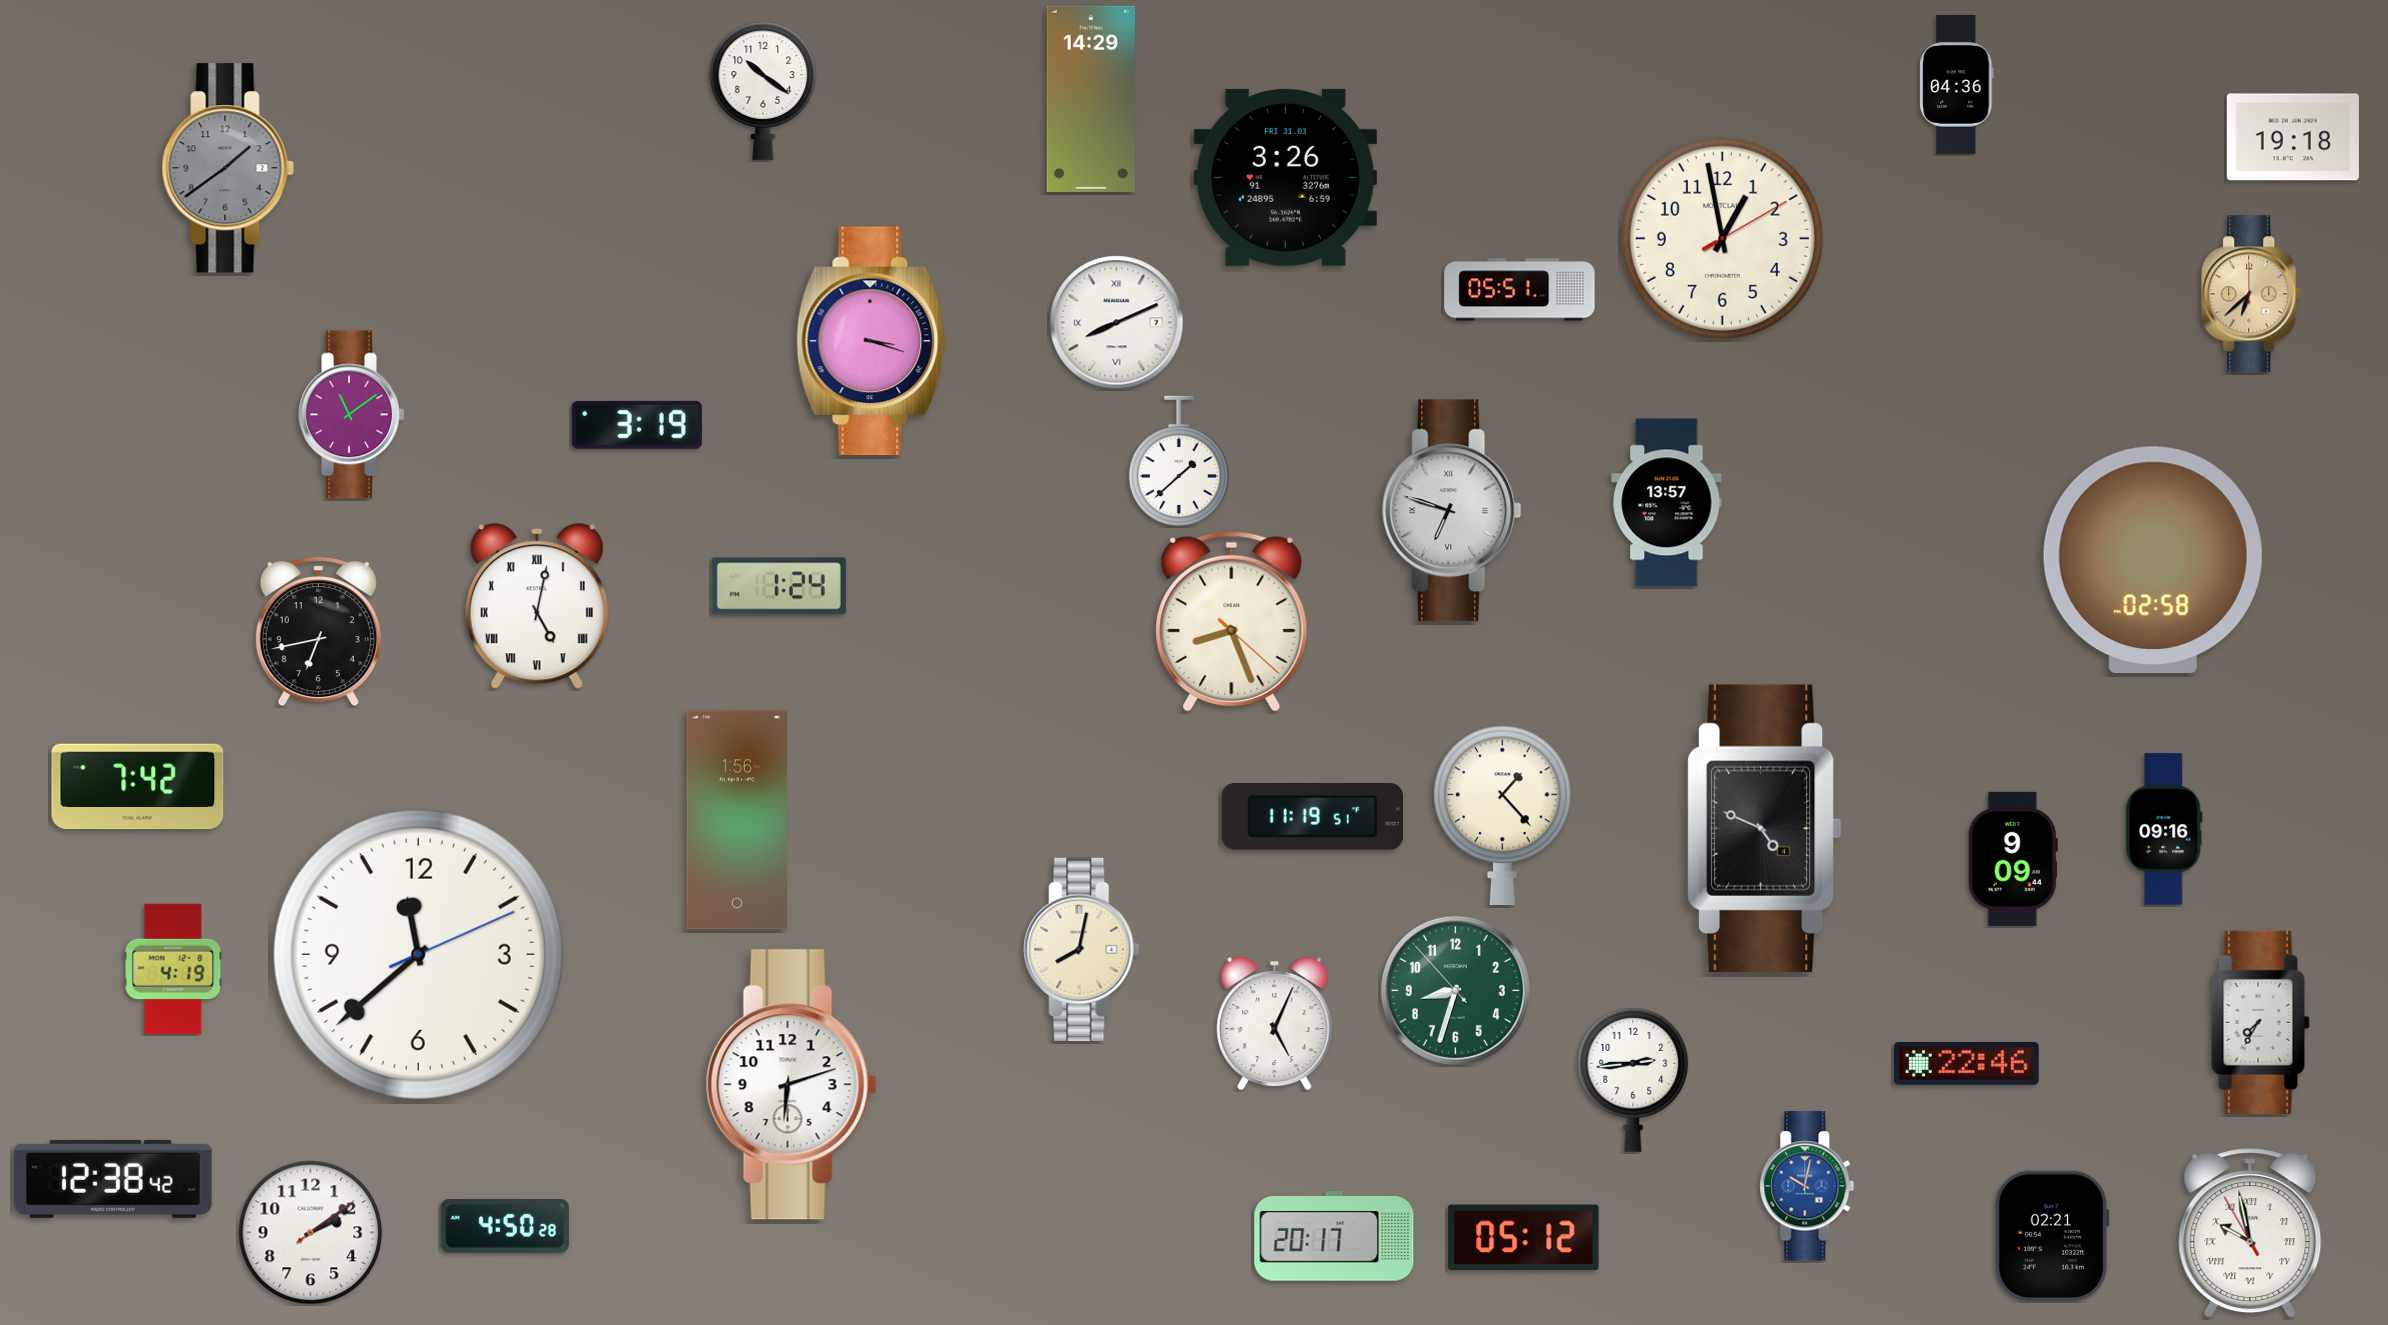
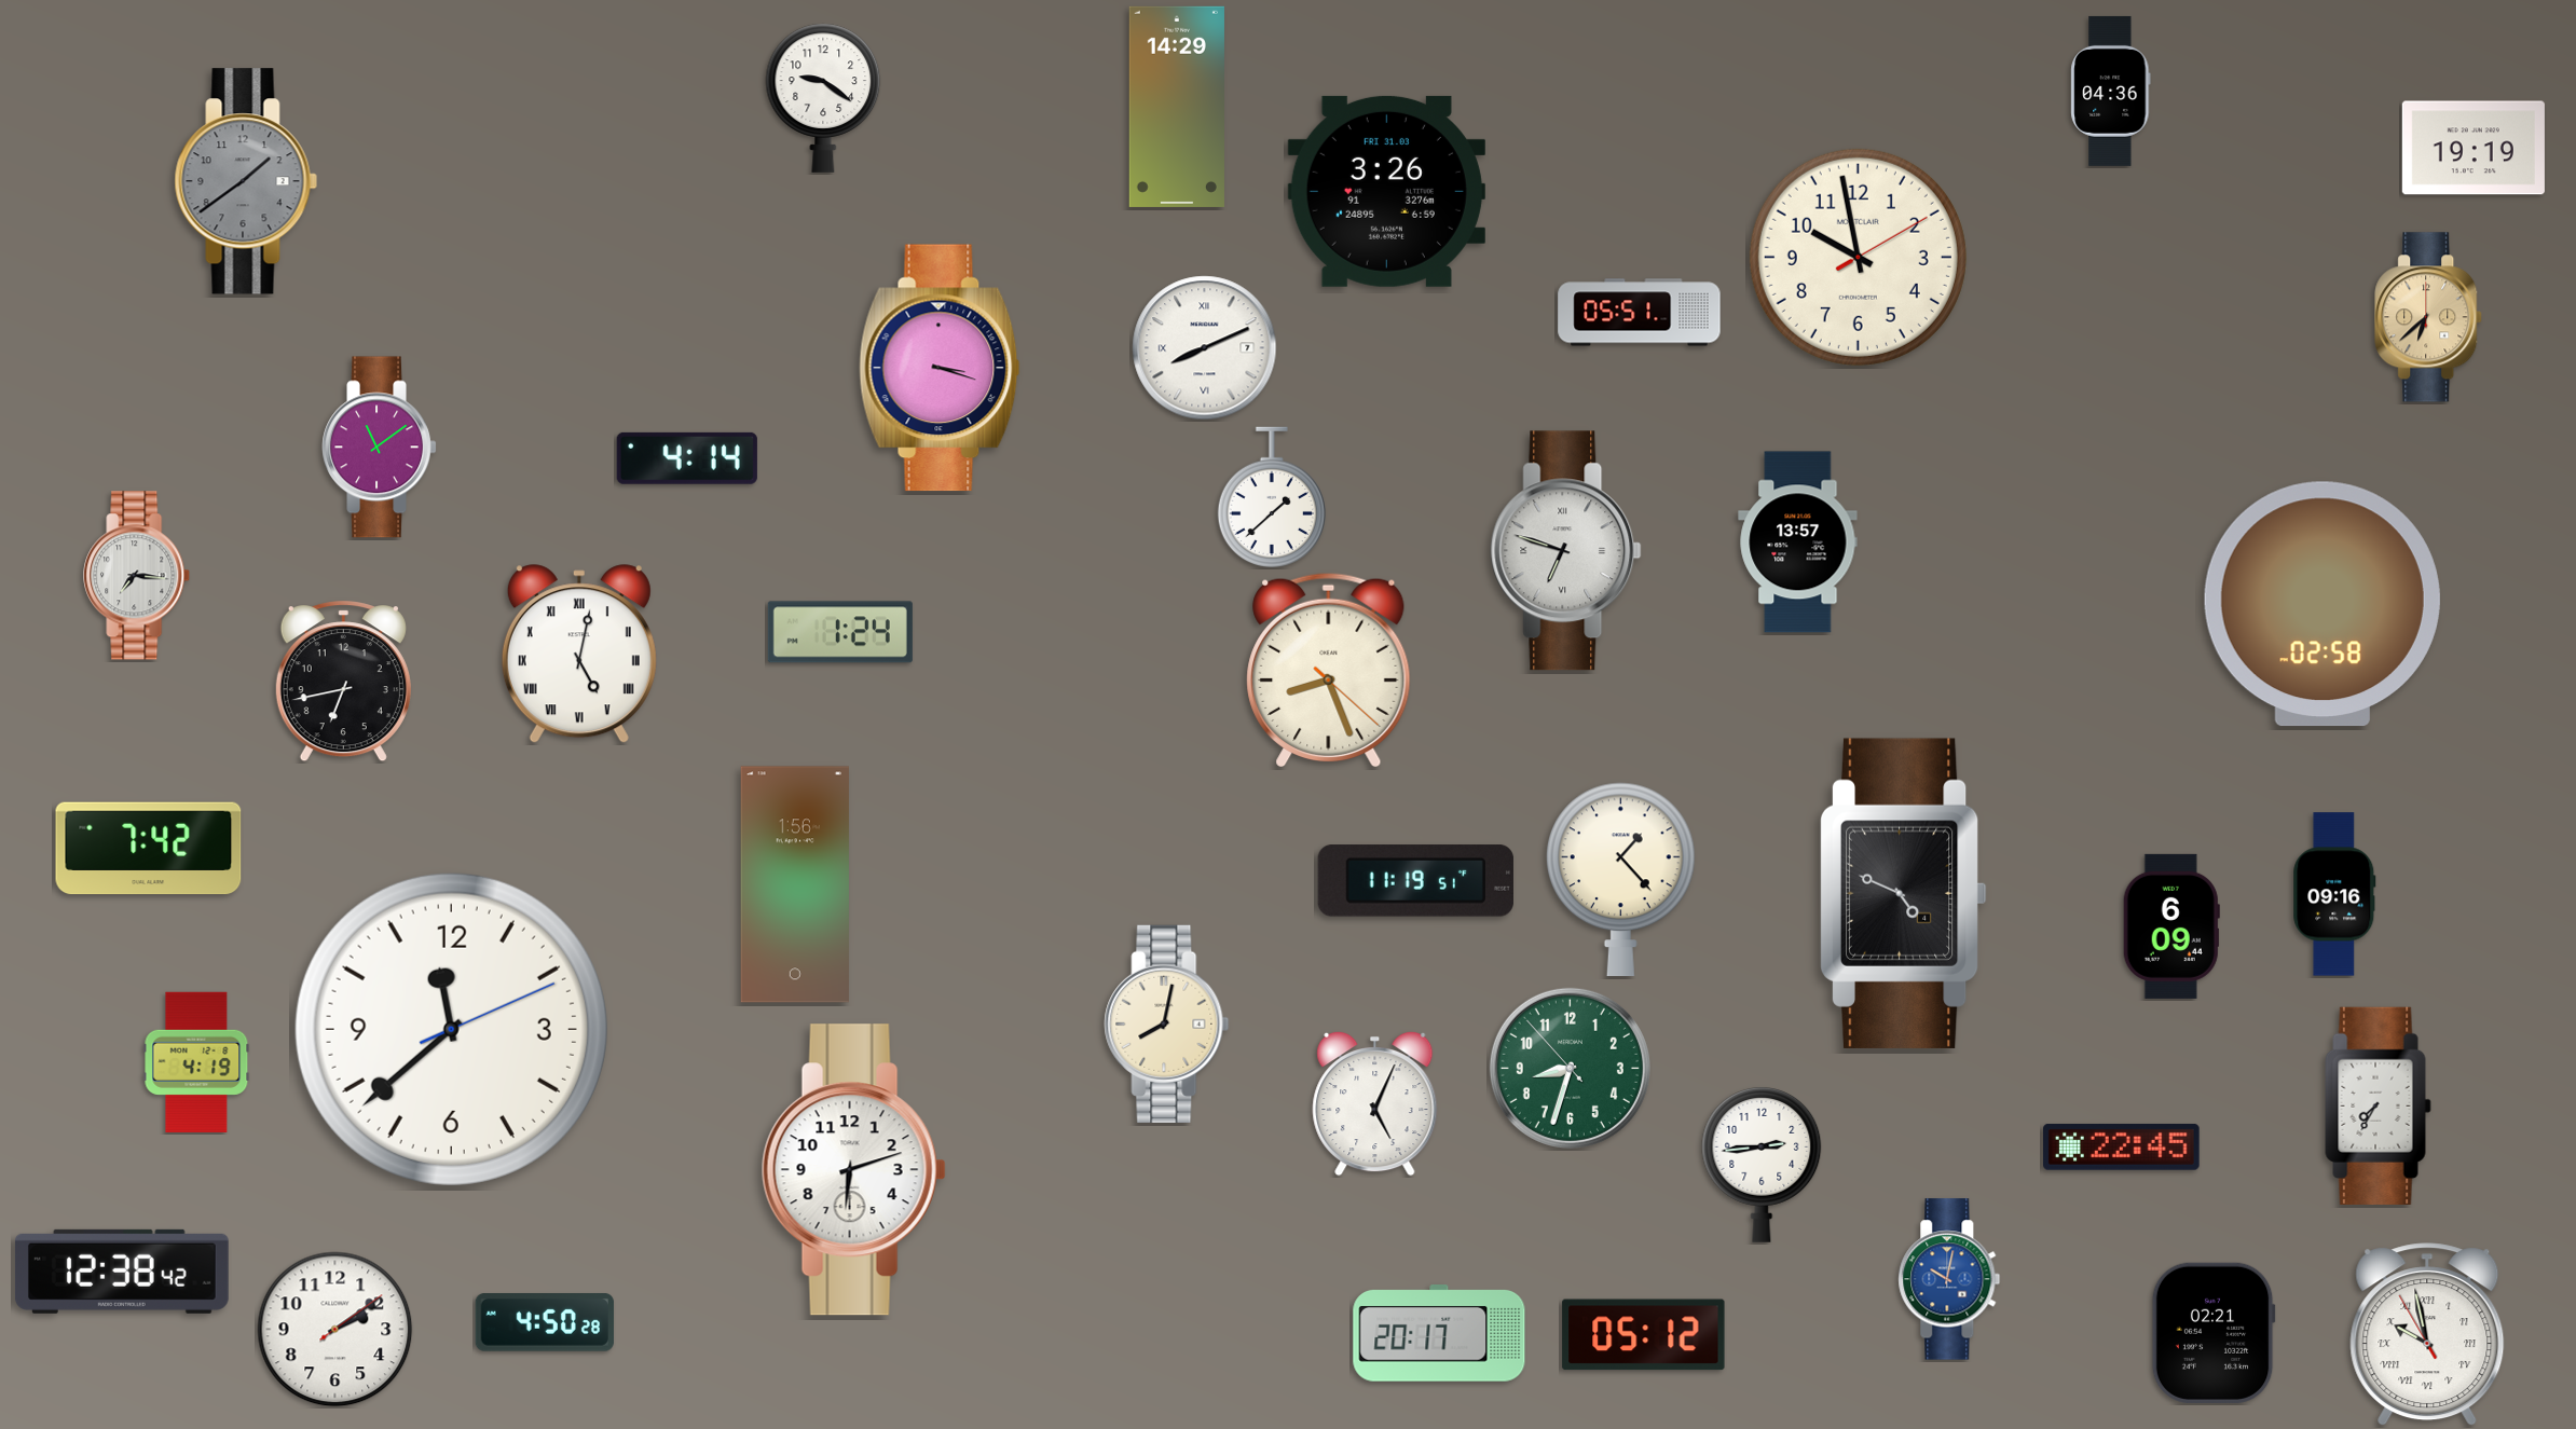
clock at (763, 91): 10:21 -> 9:21
clock at (2293, 137): 19:18 -> 19:19
clock at (1722, 238): 12:58 -> 9:58
clock at (637, 425): 3:19 -> 4:14
clock at (137, 576): none -> 7:16
clock at (2013, 859): 9:09 -> 6:09
clock at (173, 969) position: (173, 969) -> (196, 1062)
clock at (2261, 1022) position: (2261, 1022) -> (2379, 1105)
clock at (1967, 1063): 22:46 -> 22:45
clock at (2250, 1234) position: (2250, 1234) -> (2427, 1335)
